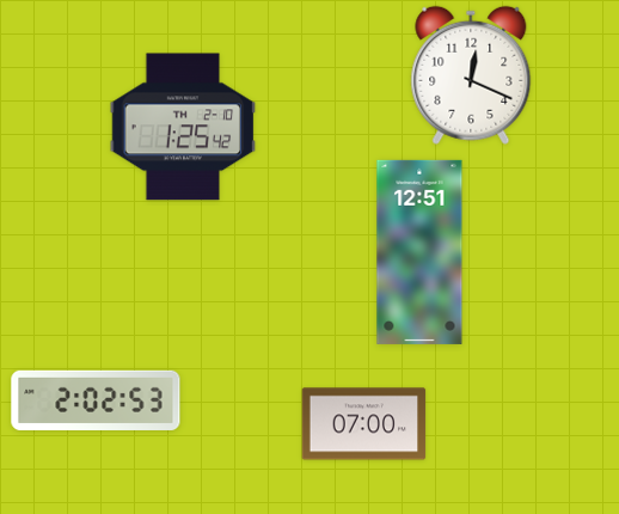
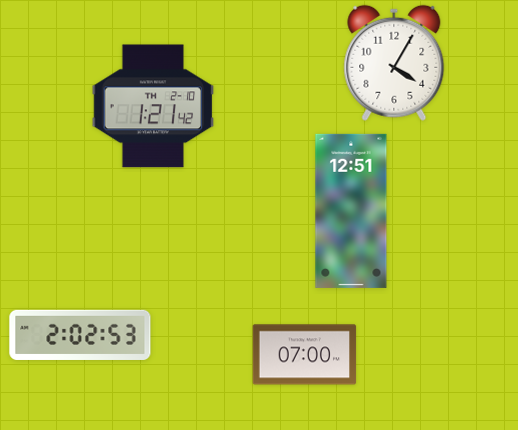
clock at (471, 75): 12:19 -> 4:05
clock at (183, 127): 1:25 -> 1:21
